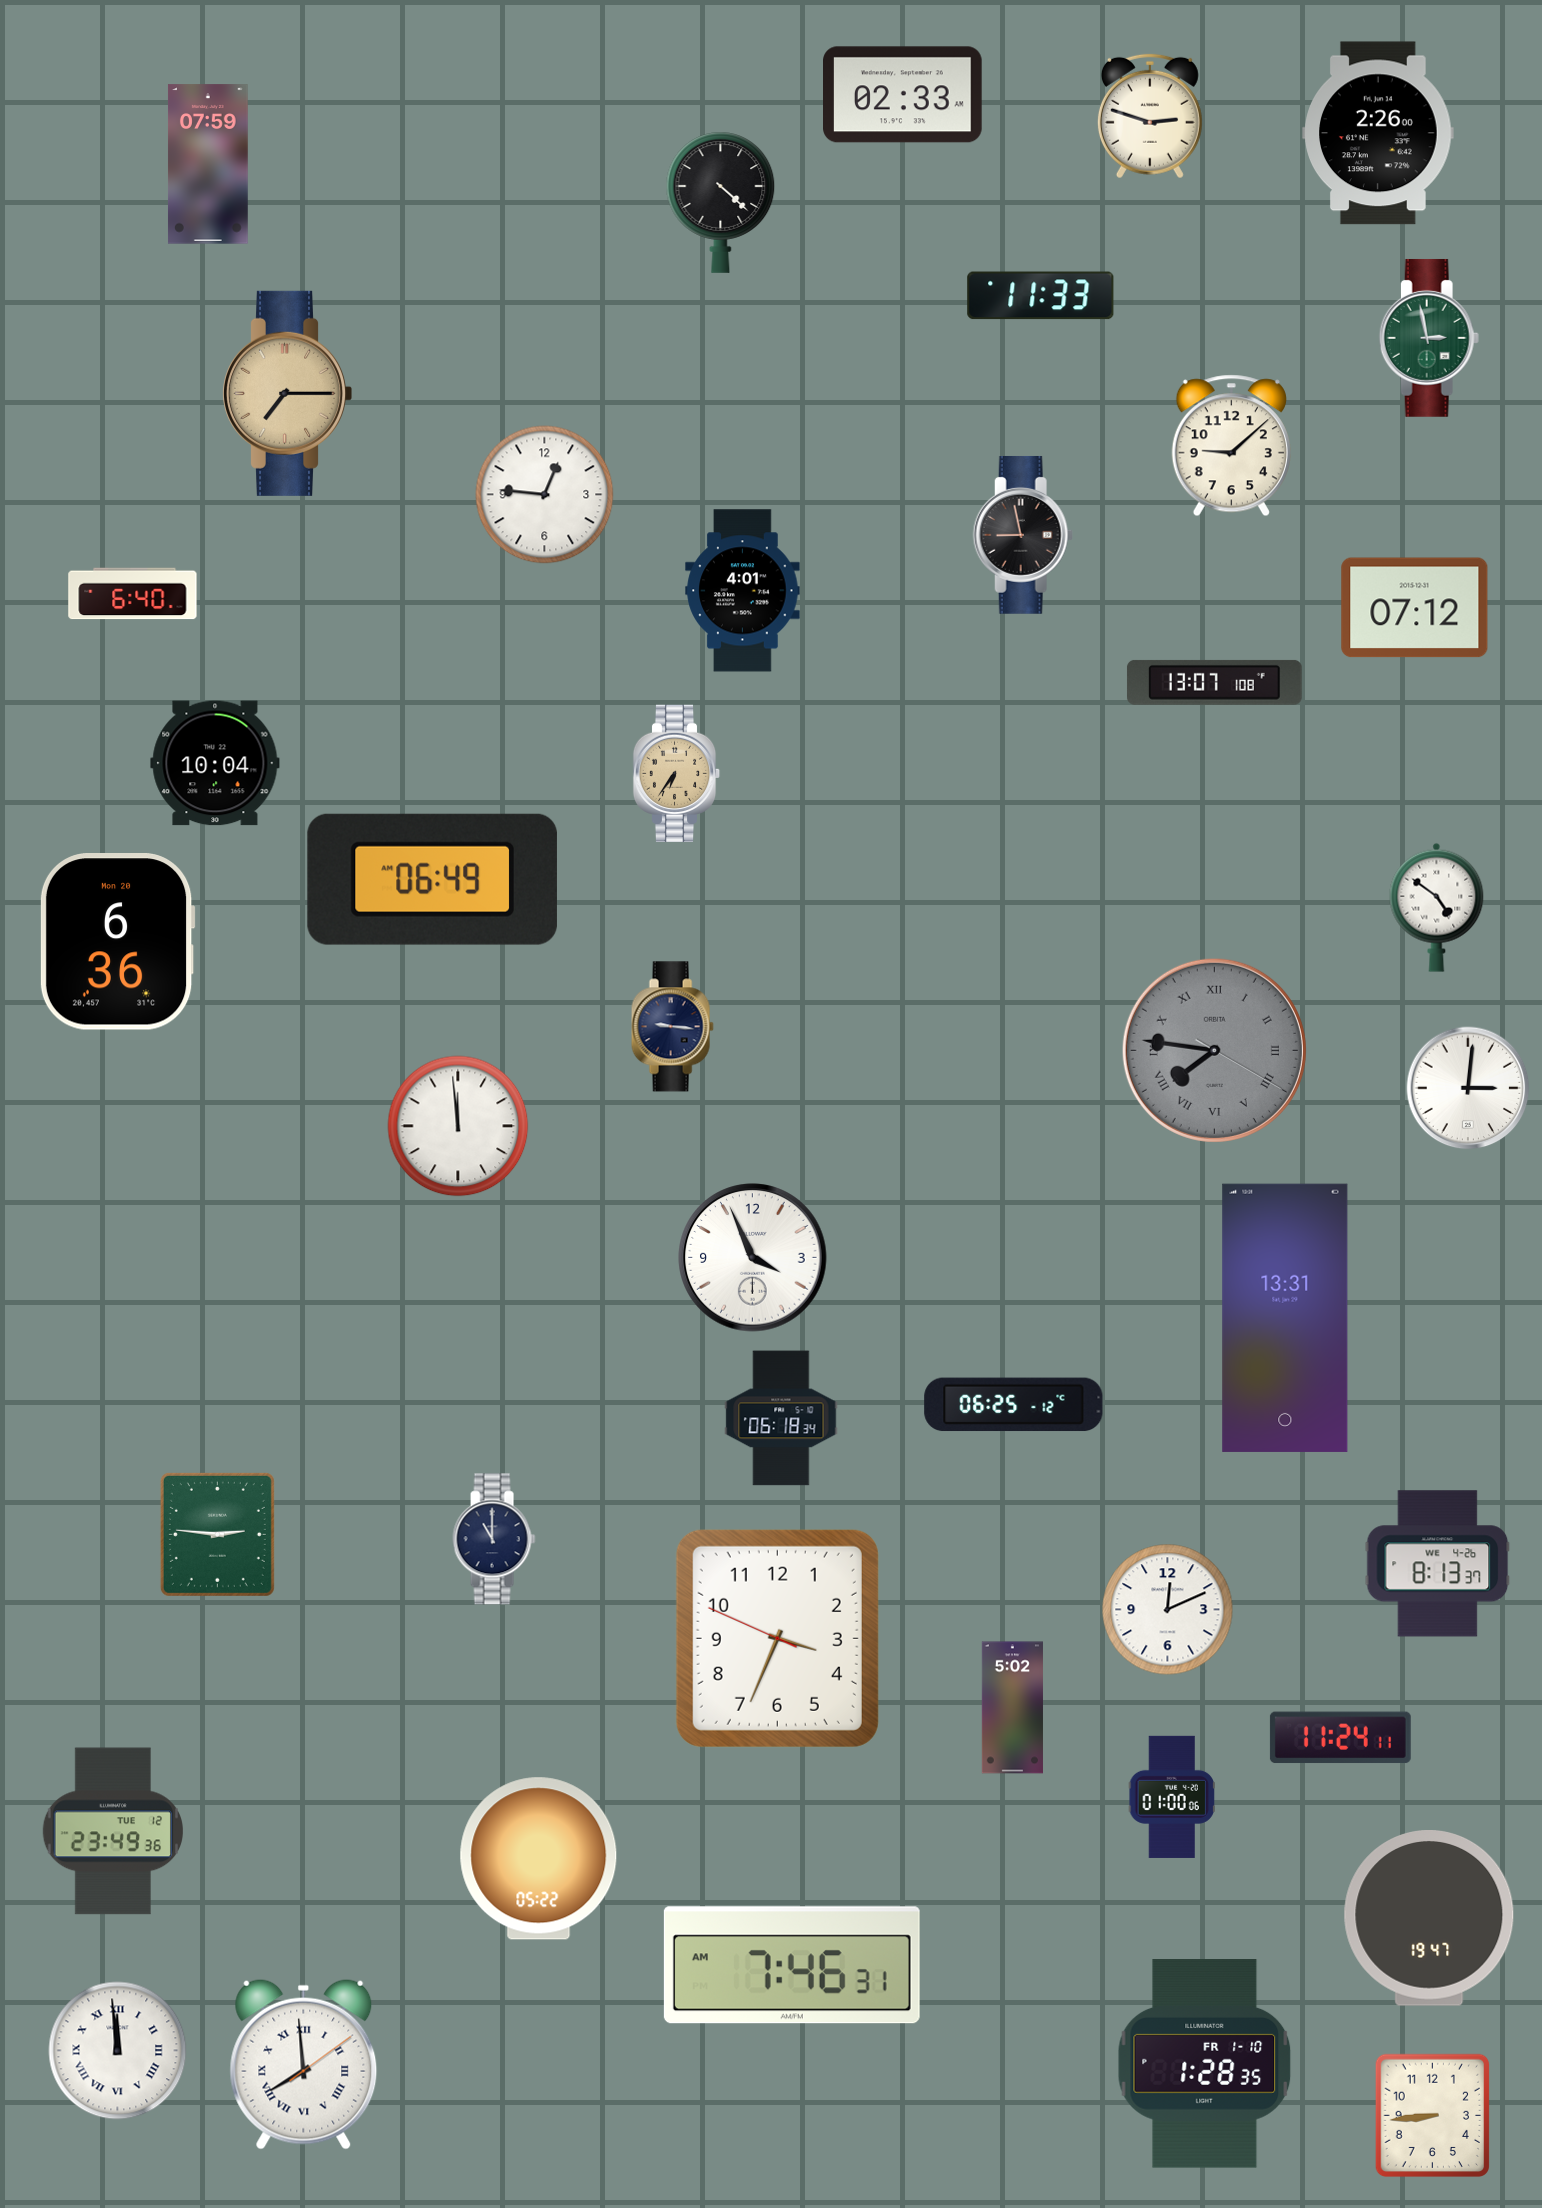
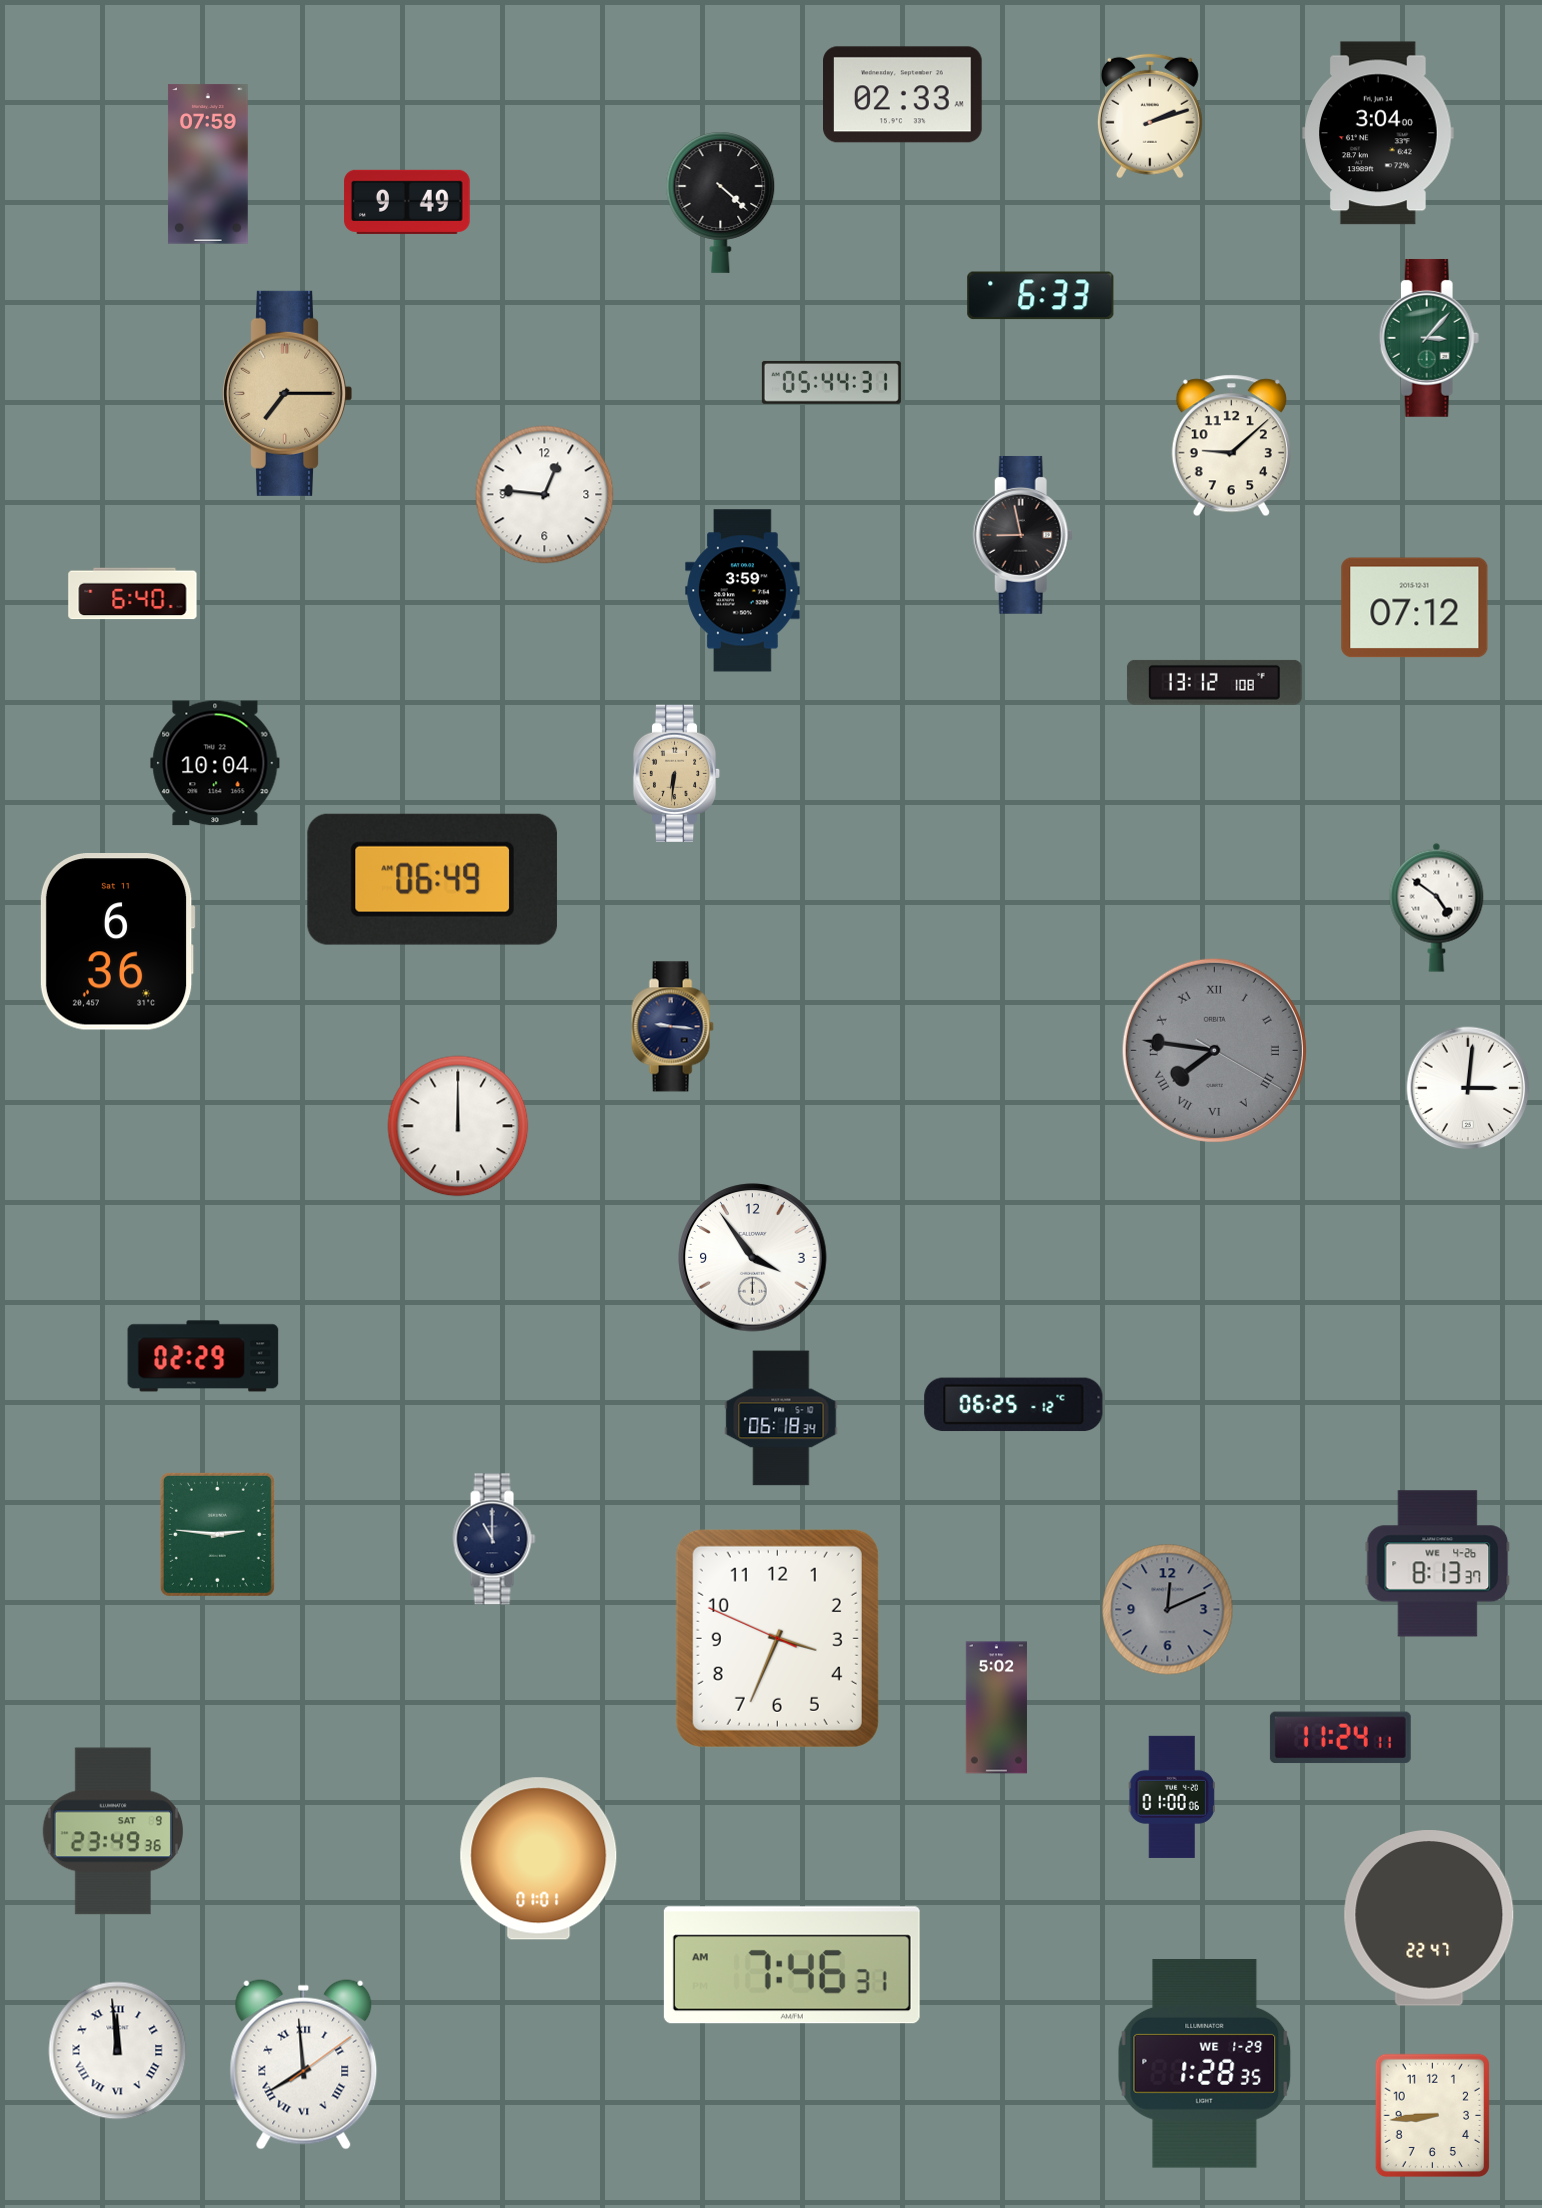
clock at (1150, 116): 2:48 -> 2:12
clock at (1378, 133): 2:26 -> 3:04
clock at (407, 202): none -> 9:49
clock at (1041, 296): 11:33 -> 6:33
clock at (1429, 338): 2:58 -> 3:07
clock at (831, 382): none -> 05:44
clock at (743, 591): 4:01 -> 3:59
clock at (1214, 682): 13:07 -> 13:12
clock at (677, 773): 6:36 -> 6:31
clock at (117, 942) date: Mon 20 -> Sat 11
clock at (458, 1126): 11:59 -> 12:00
clock at (753, 1258): 3:56 -> 3:54
clock at (1285, 1318): 13:31 -> none
clock at (203, 1356): none -> 02:29
clock at (1168, 1610) dial: white -> grey
clock at (1012, 1708) position: (1012, 1708) -> (996, 1708)
clock at (112, 1831) date: TUE 12 -> SAT 9
clock at (539, 1859): 05:22 -> 01:01
clock at (1429, 1919): 19:47 -> 22:47
clock at (1205, 2064) date: FR 1-10 -> WE 1-29
